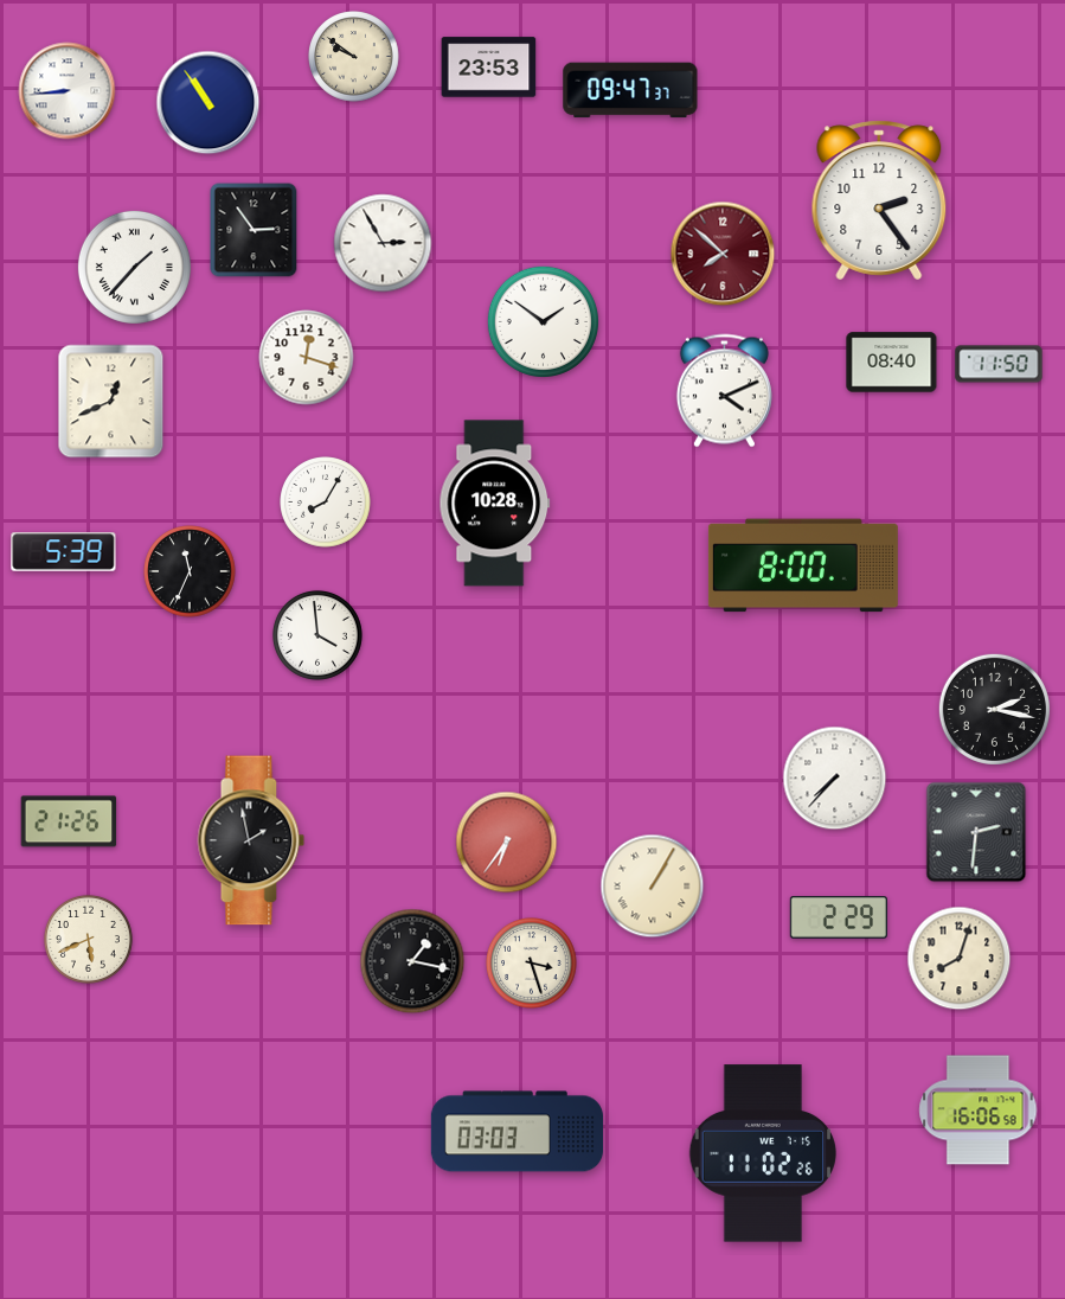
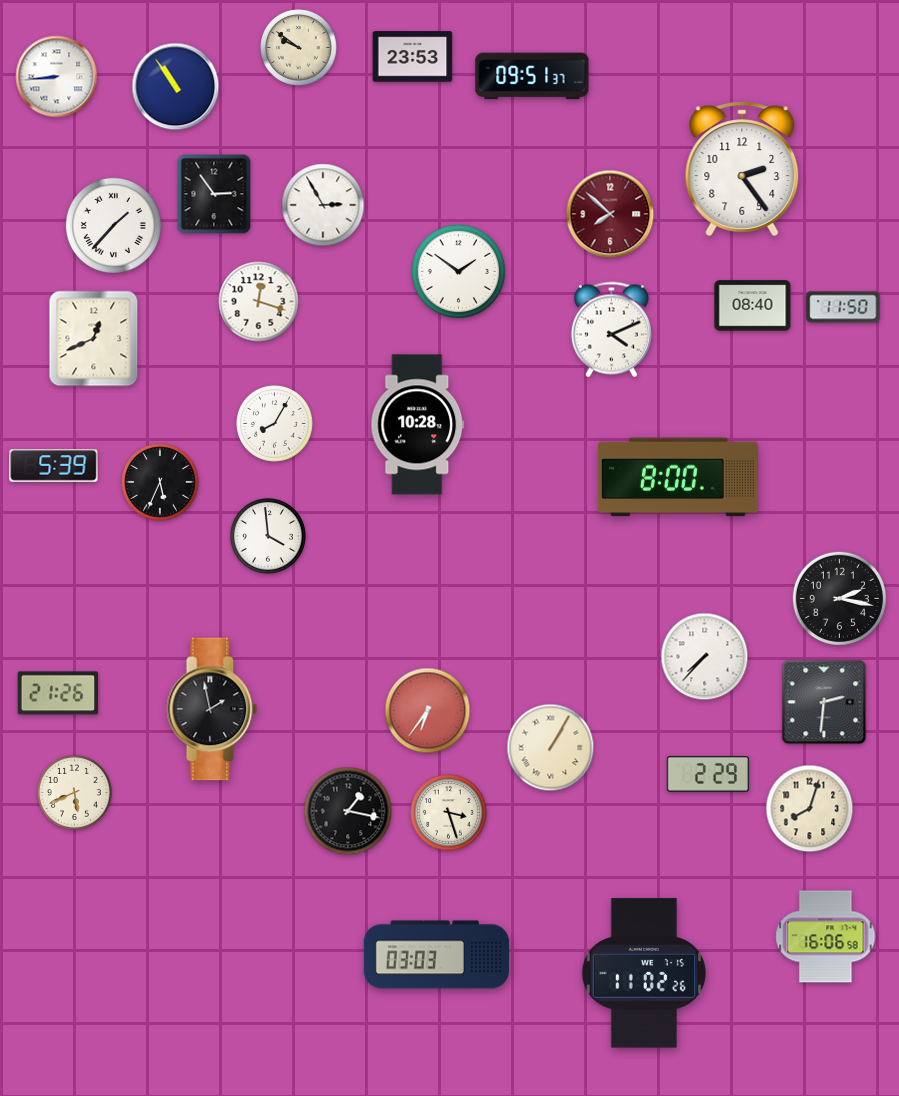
clock at (630, 90): 09:47 -> 09:51
clock at (190, 571): 11:34 -> 5:34
